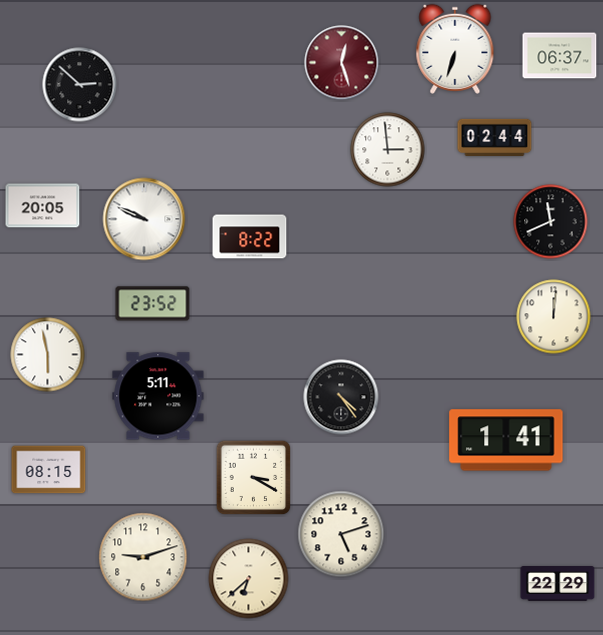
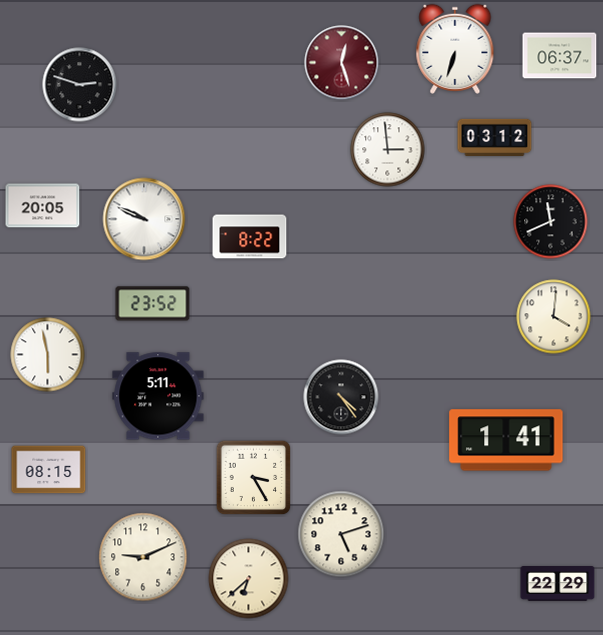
clock at (80, 85): 2:52 -> 2:48
clock at (495, 138): 02:44 -> 03:12
clock at (554, 317): 12:01 -> 4:01
clock at (254, 478): 3:20 -> 3:25
clock at (143, 557): 9:12 -> 9:11
